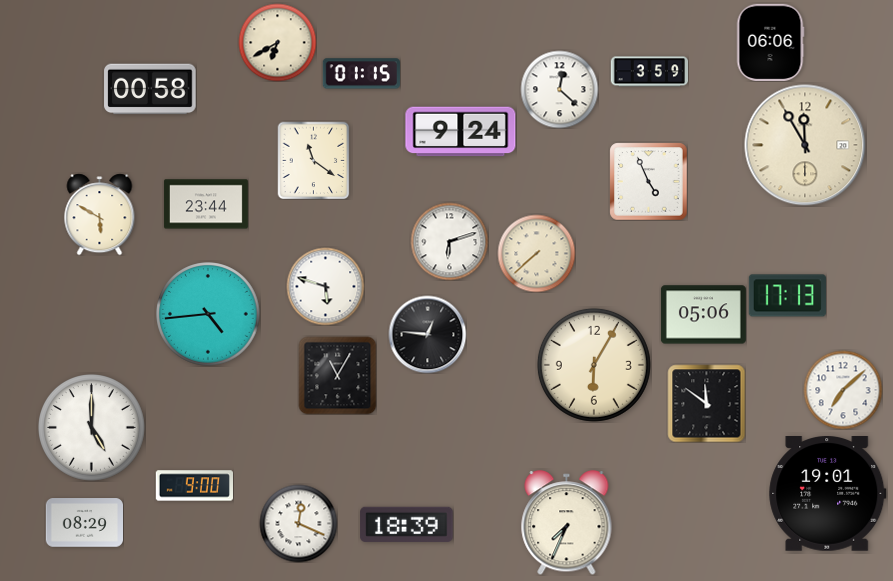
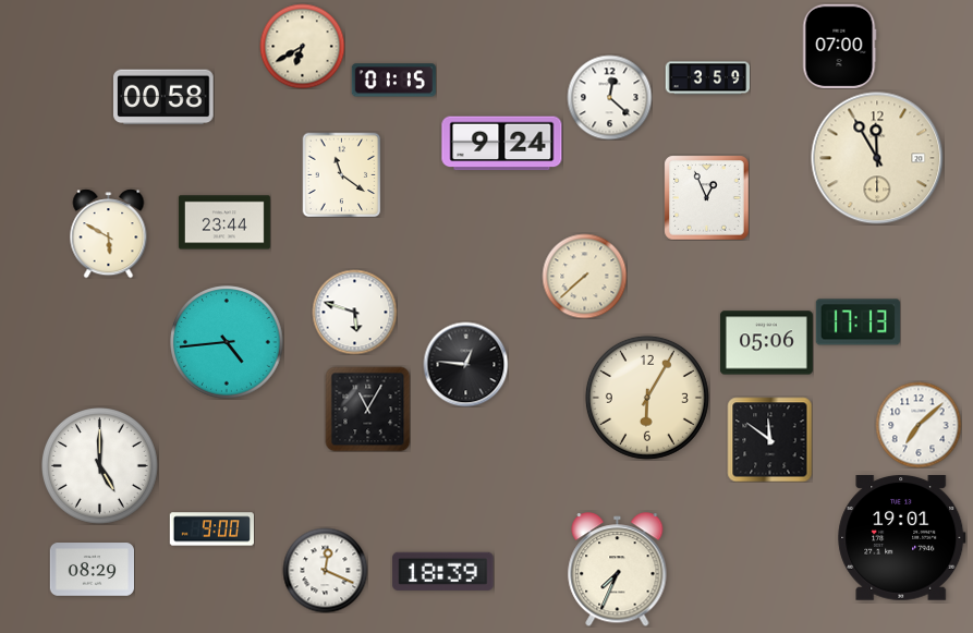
clock at (770, 42): 06:06 -> 07:00
clock at (648, 181): 4:56 -> 12:56
clock at (449, 241): 6:12 -> none
